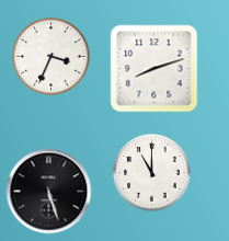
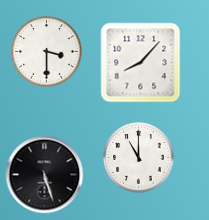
clock at (51, 57): 3:34 -> 3:30
clock at (154, 69): 8:12 -> 8:07
